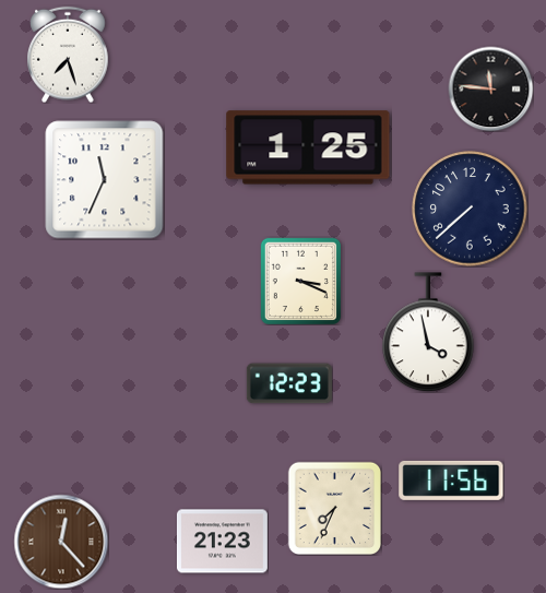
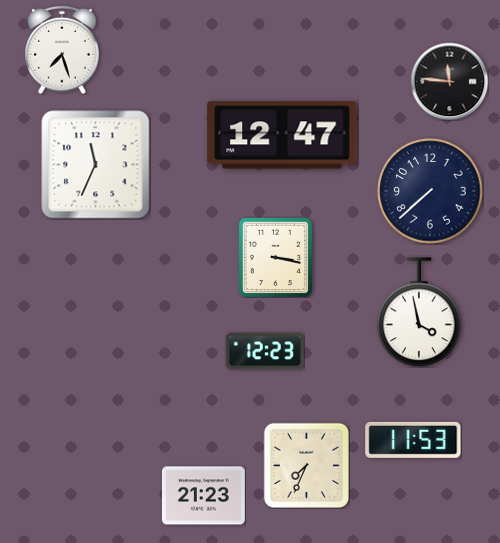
clock at (308, 147): 1:25 -> 12:47
clock at (300, 281): 3:19 -> 3:17
clock at (428, 332) position: (428, 332) -> (419, 312)
clock at (451, 481): 11:56 -> 11:53
clock at (61, 542): 12:23 -> none
